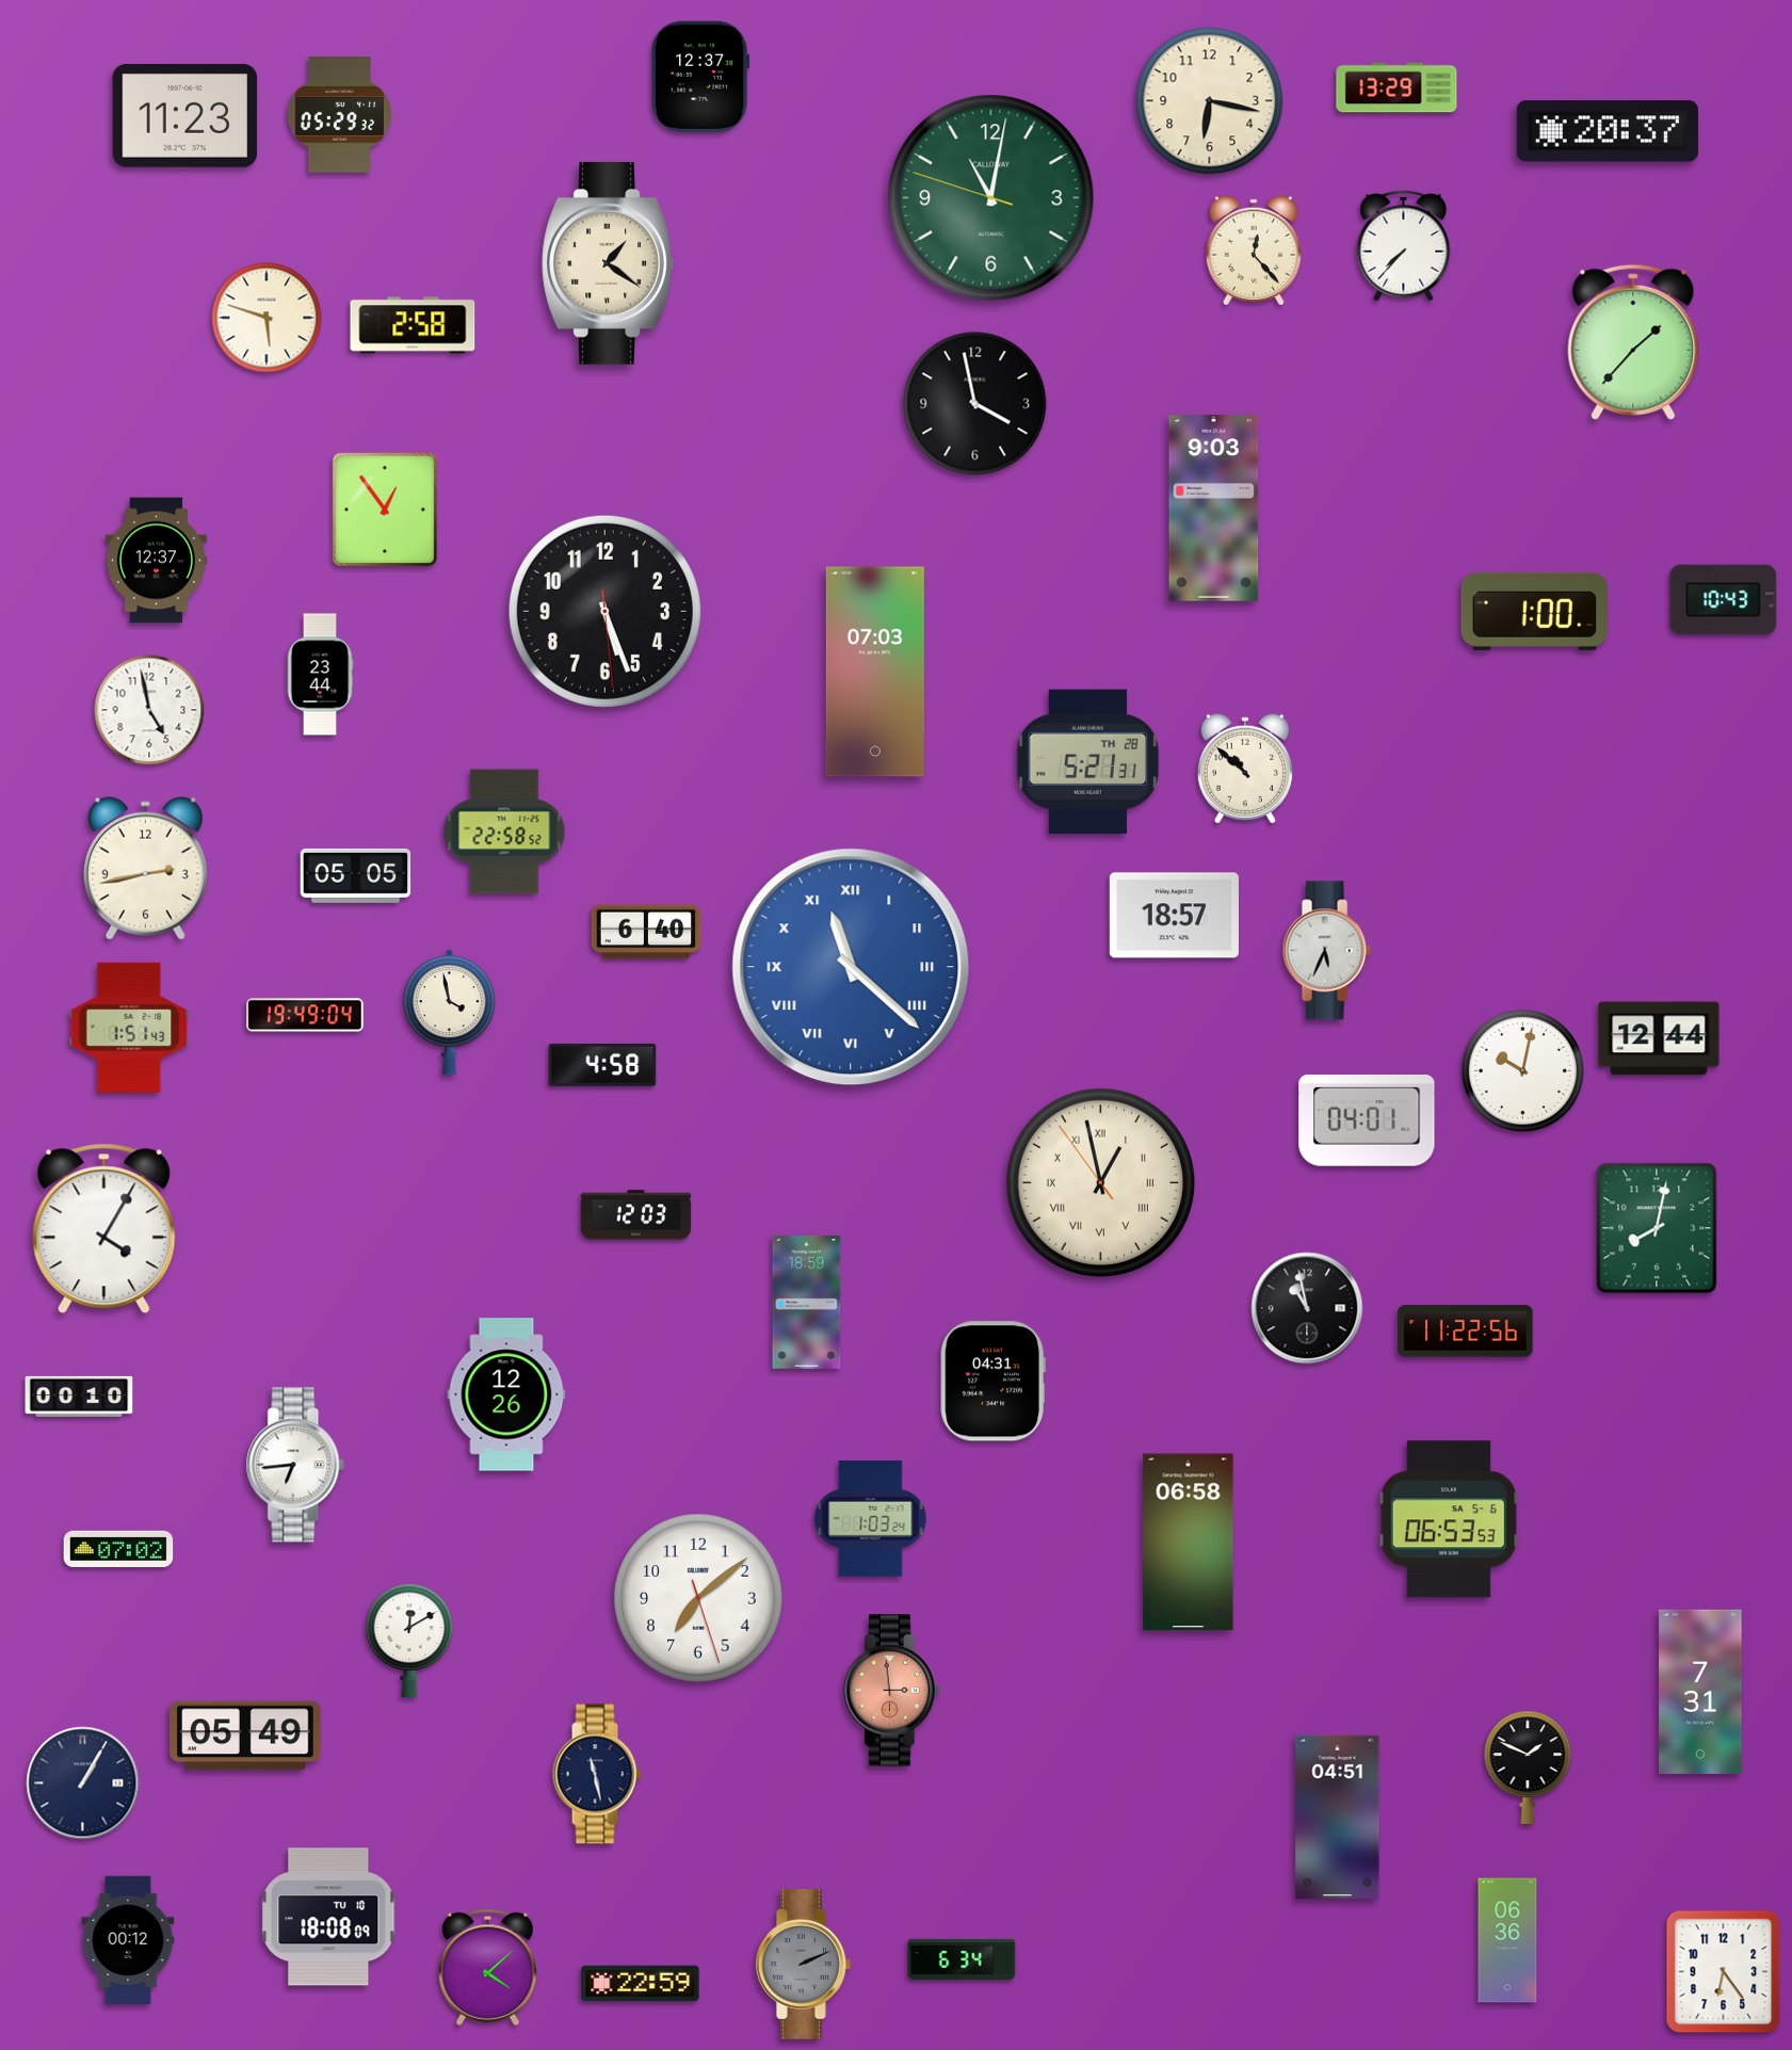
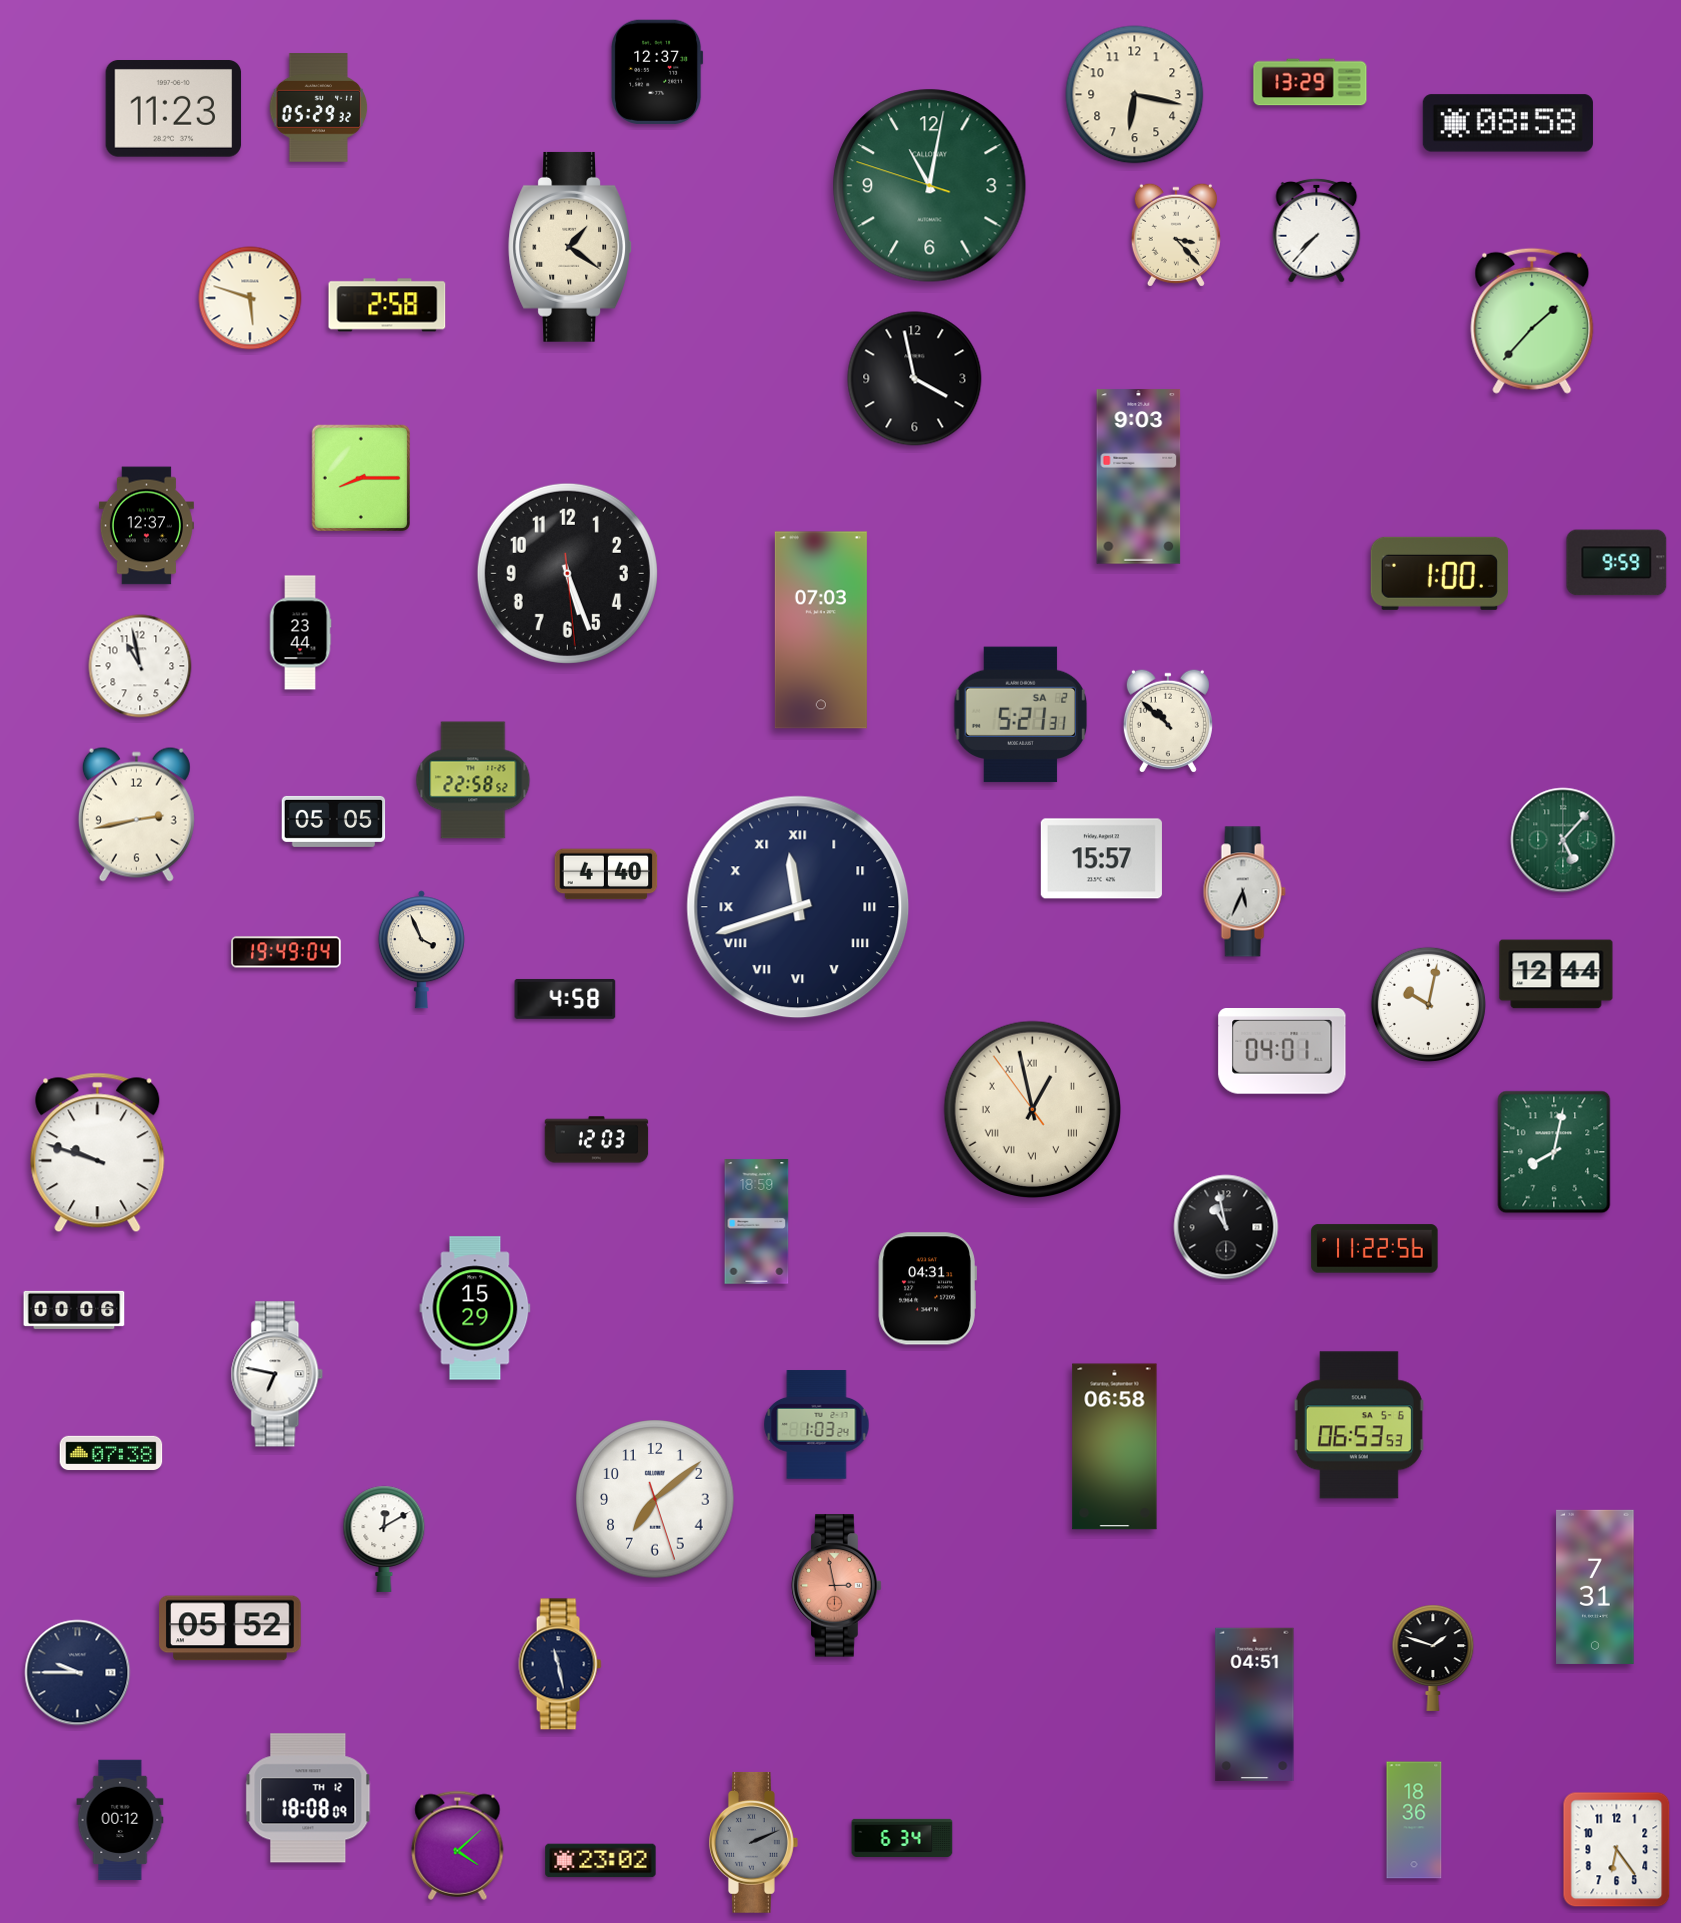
clock at (1608, 131): 20:37 -> 08:58
clock at (1254, 251): 12:23 -> 3:23
clock at (384, 509): 12:54 -> 8:15
clock at (1724, 600): 10:43 -> 9:59
clock at (149, 710): 4:58 -> 10:58
clock at (1088, 762) date: TH 28 -> SA 2
clock at (1563, 840): none -> 5:07
clock at (1174, 916): 18:57 -> 15:57
clock at (646, 932): 6:40 -> 4:40
clock at (851, 967): 11:22 -> 11:42
clock at (851, 967) dial: blue -> navy
clock at (449, 1013): 3:58 -> 3:56
clock at (129, 1028): 1:51 -> none
clock at (104, 1229): 4:05 -> 9:48
clock at (992, 1382) position: (992, 1382) -> (927, 1289)
clock at (506, 1394): 12:26 -> 15:29
clock at (79, 1397): 00:10 -> 00:06
clock at (295, 1465): 6:44 -> 6:47
clock at (118, 1549): 07:02 -> 07:38
clock at (892, 1691): 2:59 -> 2:58
clock at (245, 1736): 05:49 -> 05:52
clock at (1528, 1767): 1:49 -> 1:48
clock at (83, 1783): 1:05 -> 9:45
clock at (328, 1917) date: TU 10 -> TH 12
clock at (1507, 1940): 06:36 -> 18:36
clock at (641, 1984): 22:59 -> 23:02
